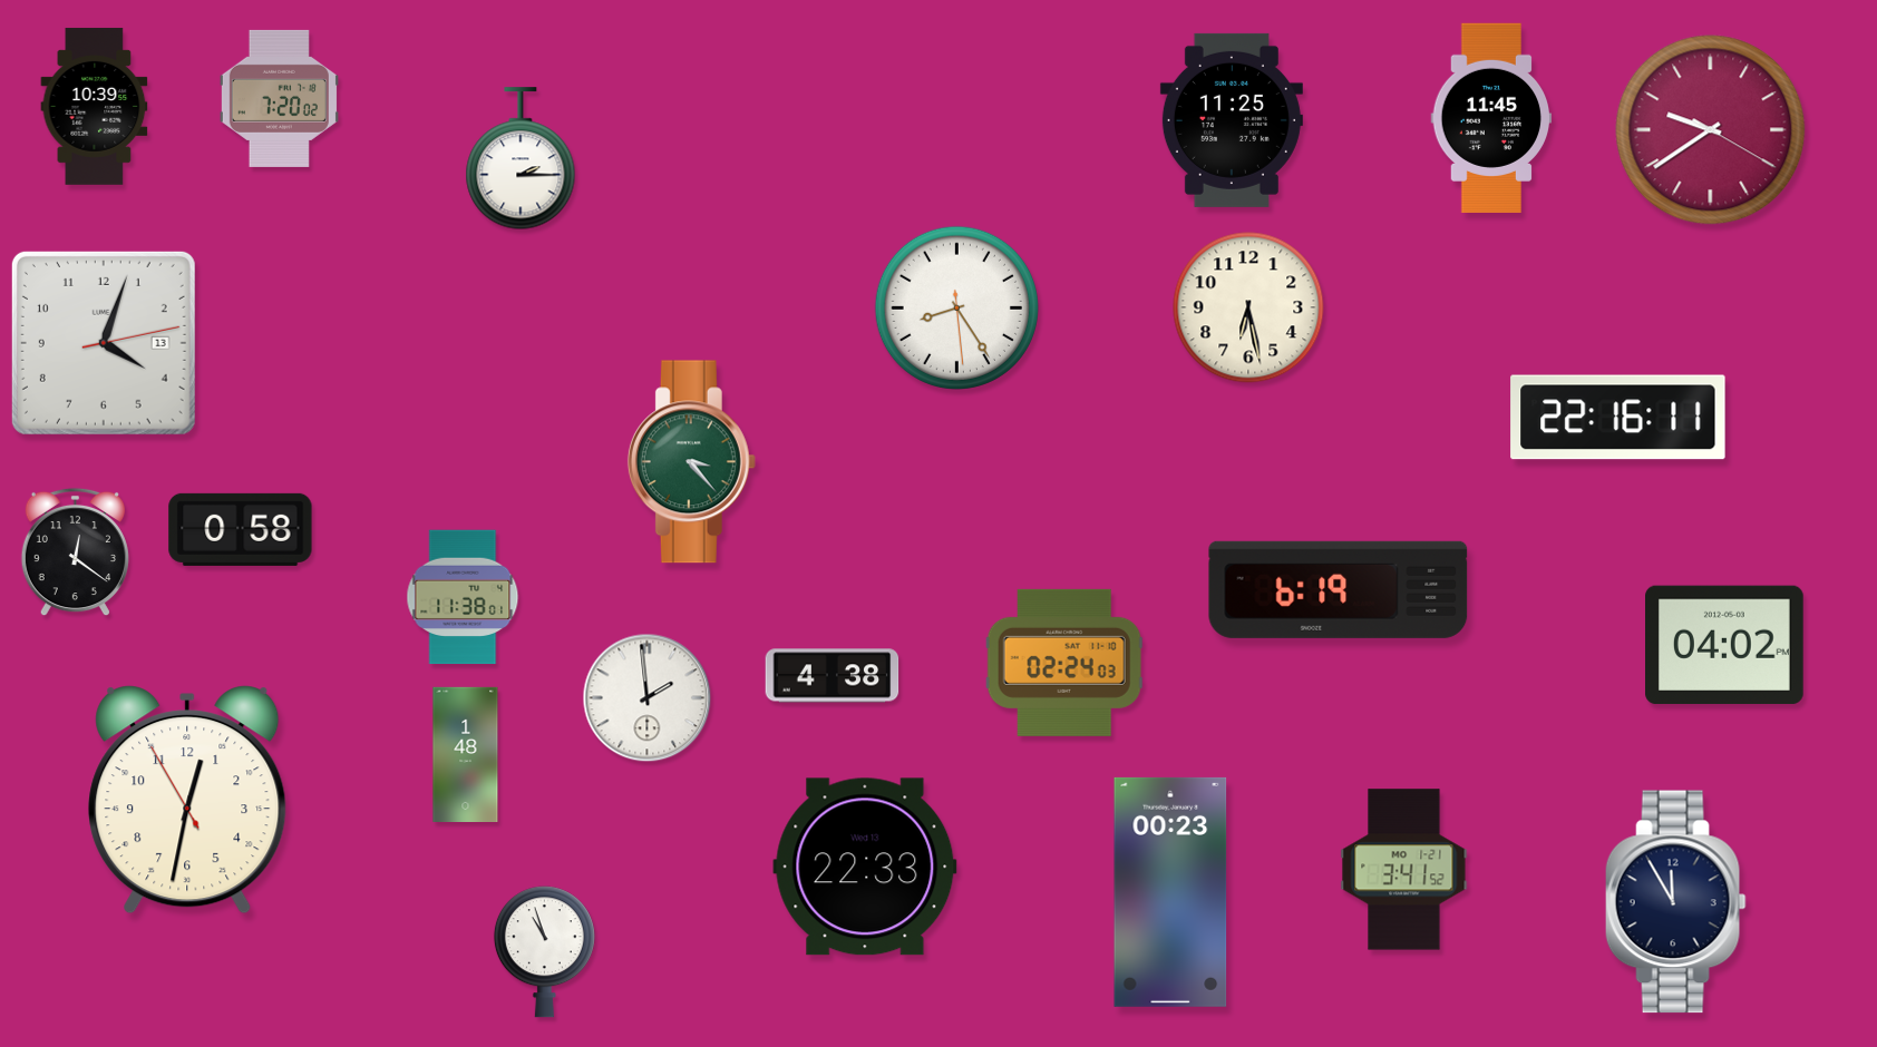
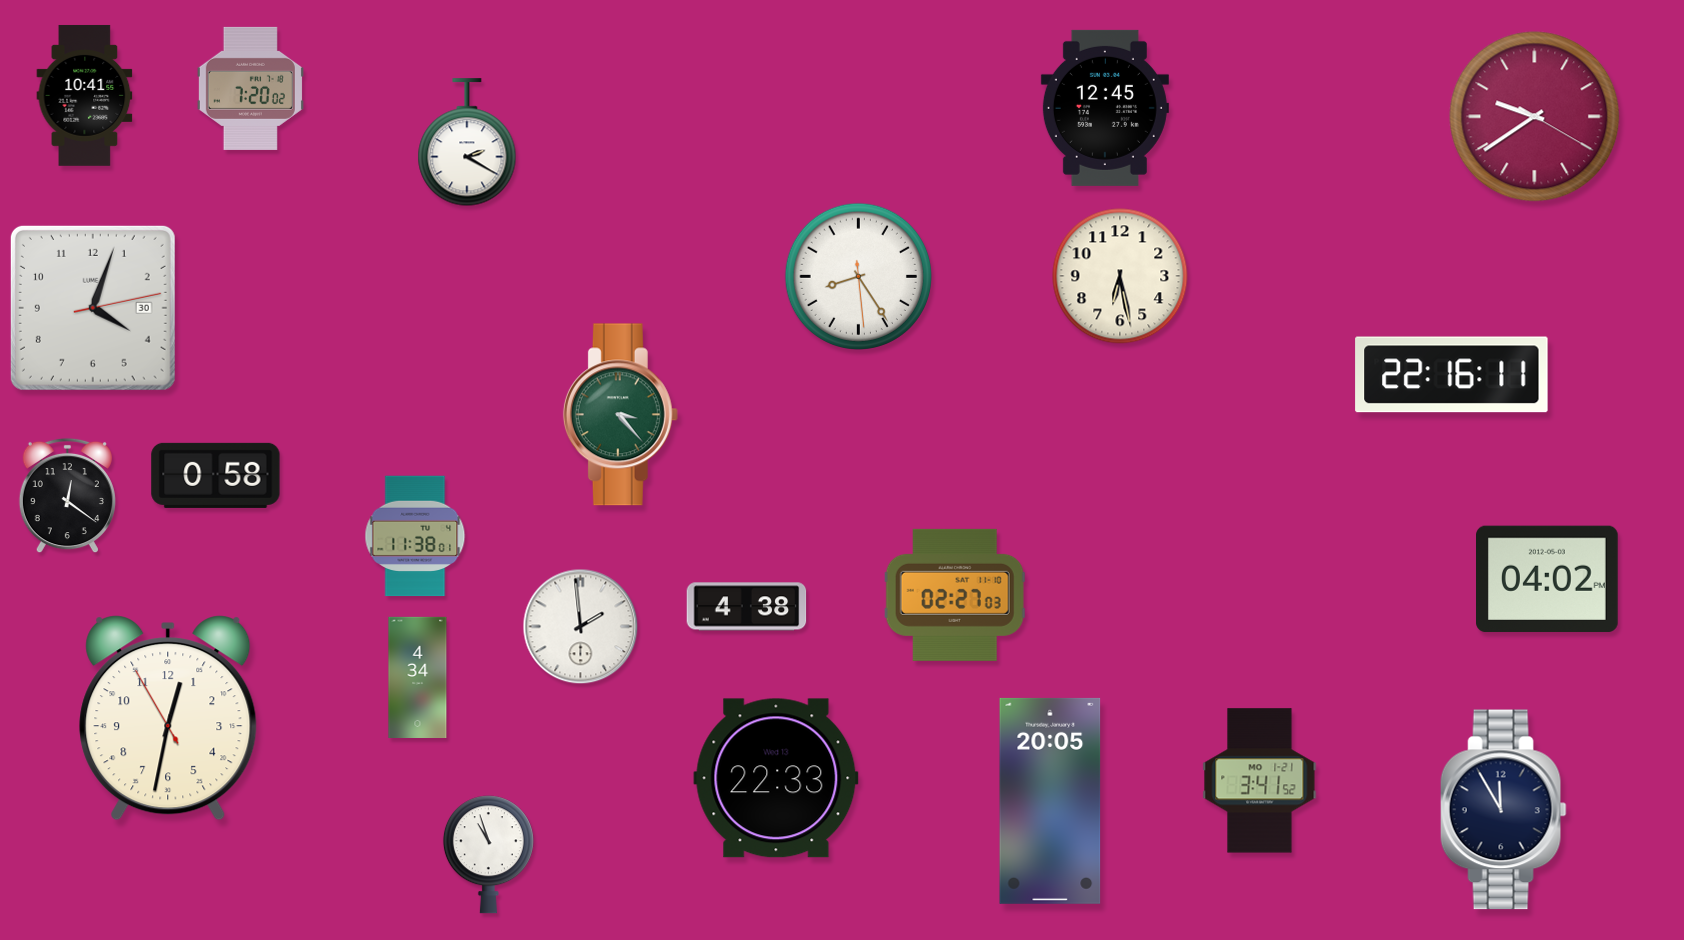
clock at (95, 106): 10:39 -> 10:41
clock at (1491, 118): 11:45 -> none
clock at (1232, 120): 11:25 -> 12:45
clock at (521, 159): 2:15 -> 2:20
clock at (104, 343) date: 13 -> 30
clock at (1339, 589): 6:19 -> none
clock at (1064, 663): 02:24 -> 02:27
clock at (466, 754): 1:48 -> 4:34
clock at (1170, 892): 00:23 -> 20:05
